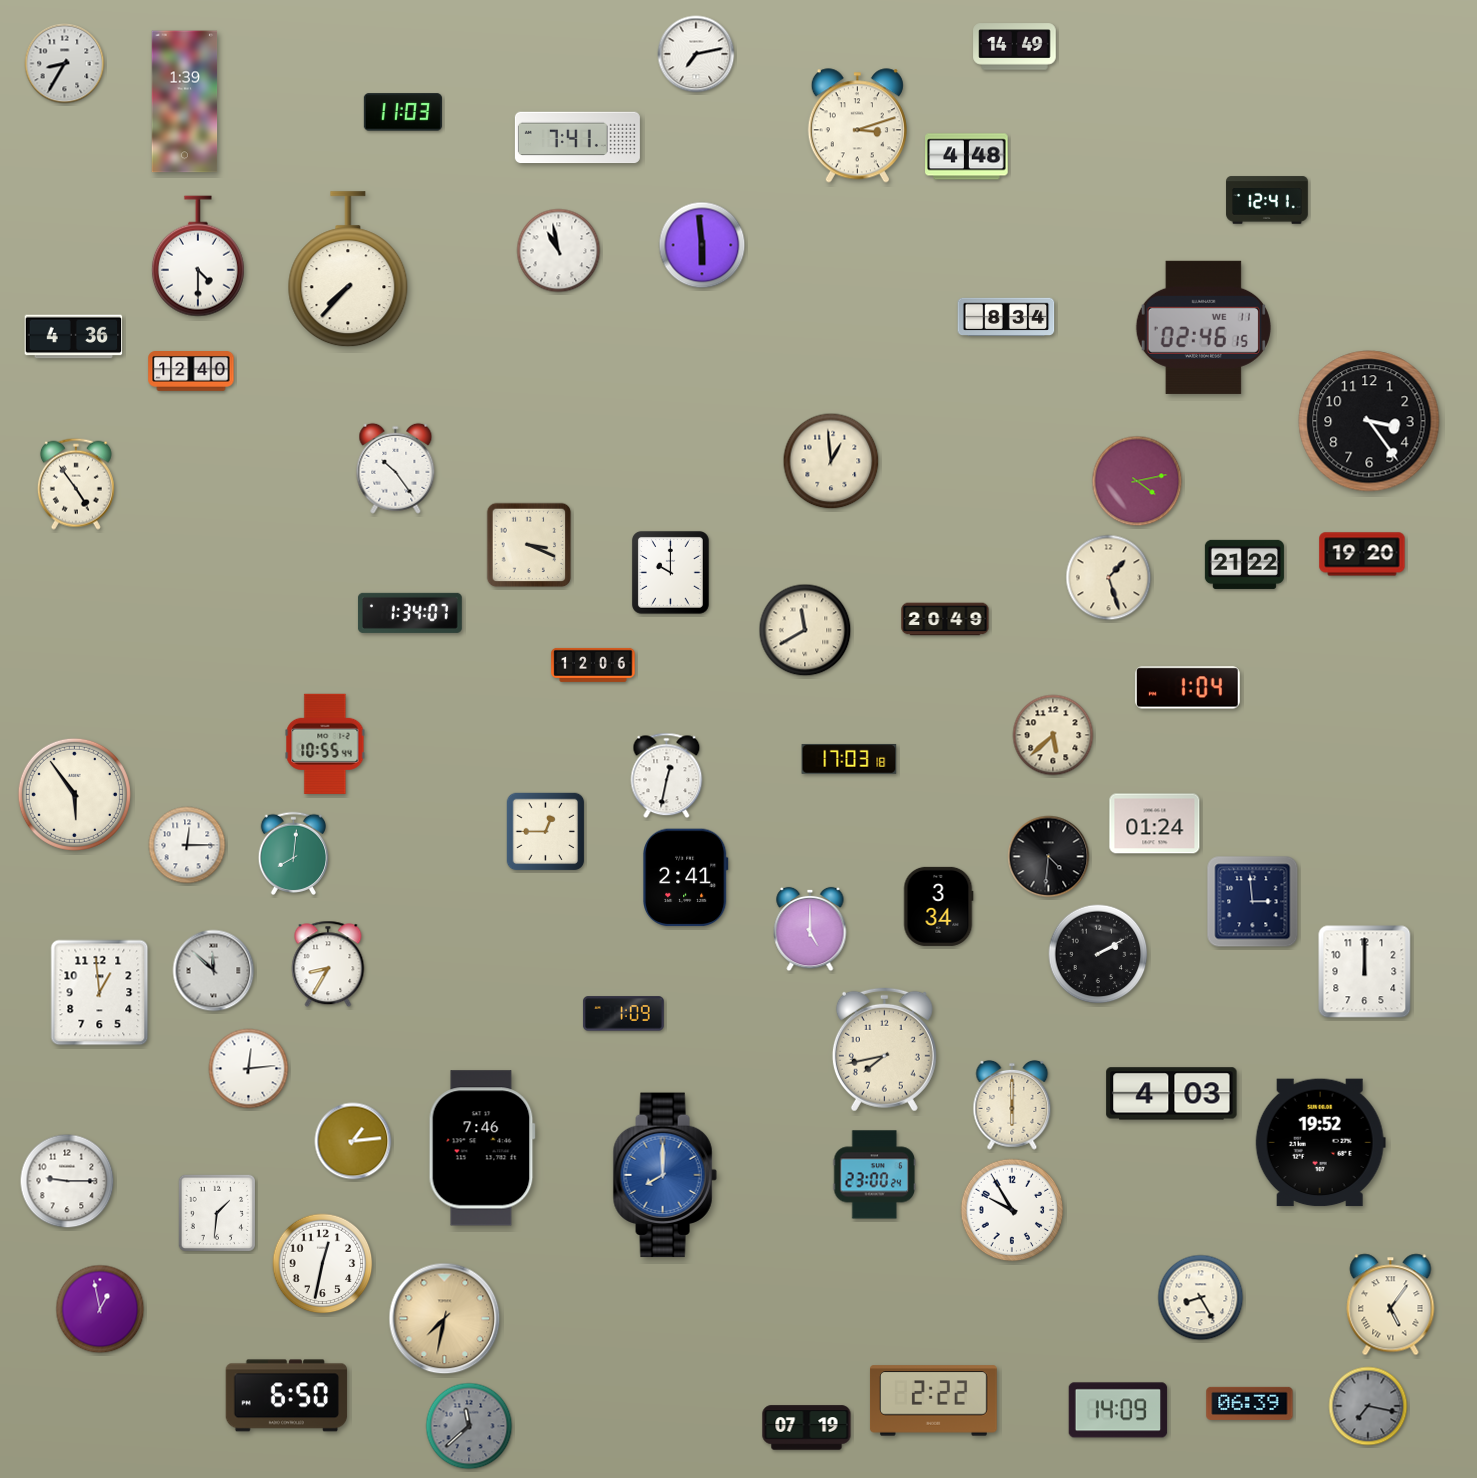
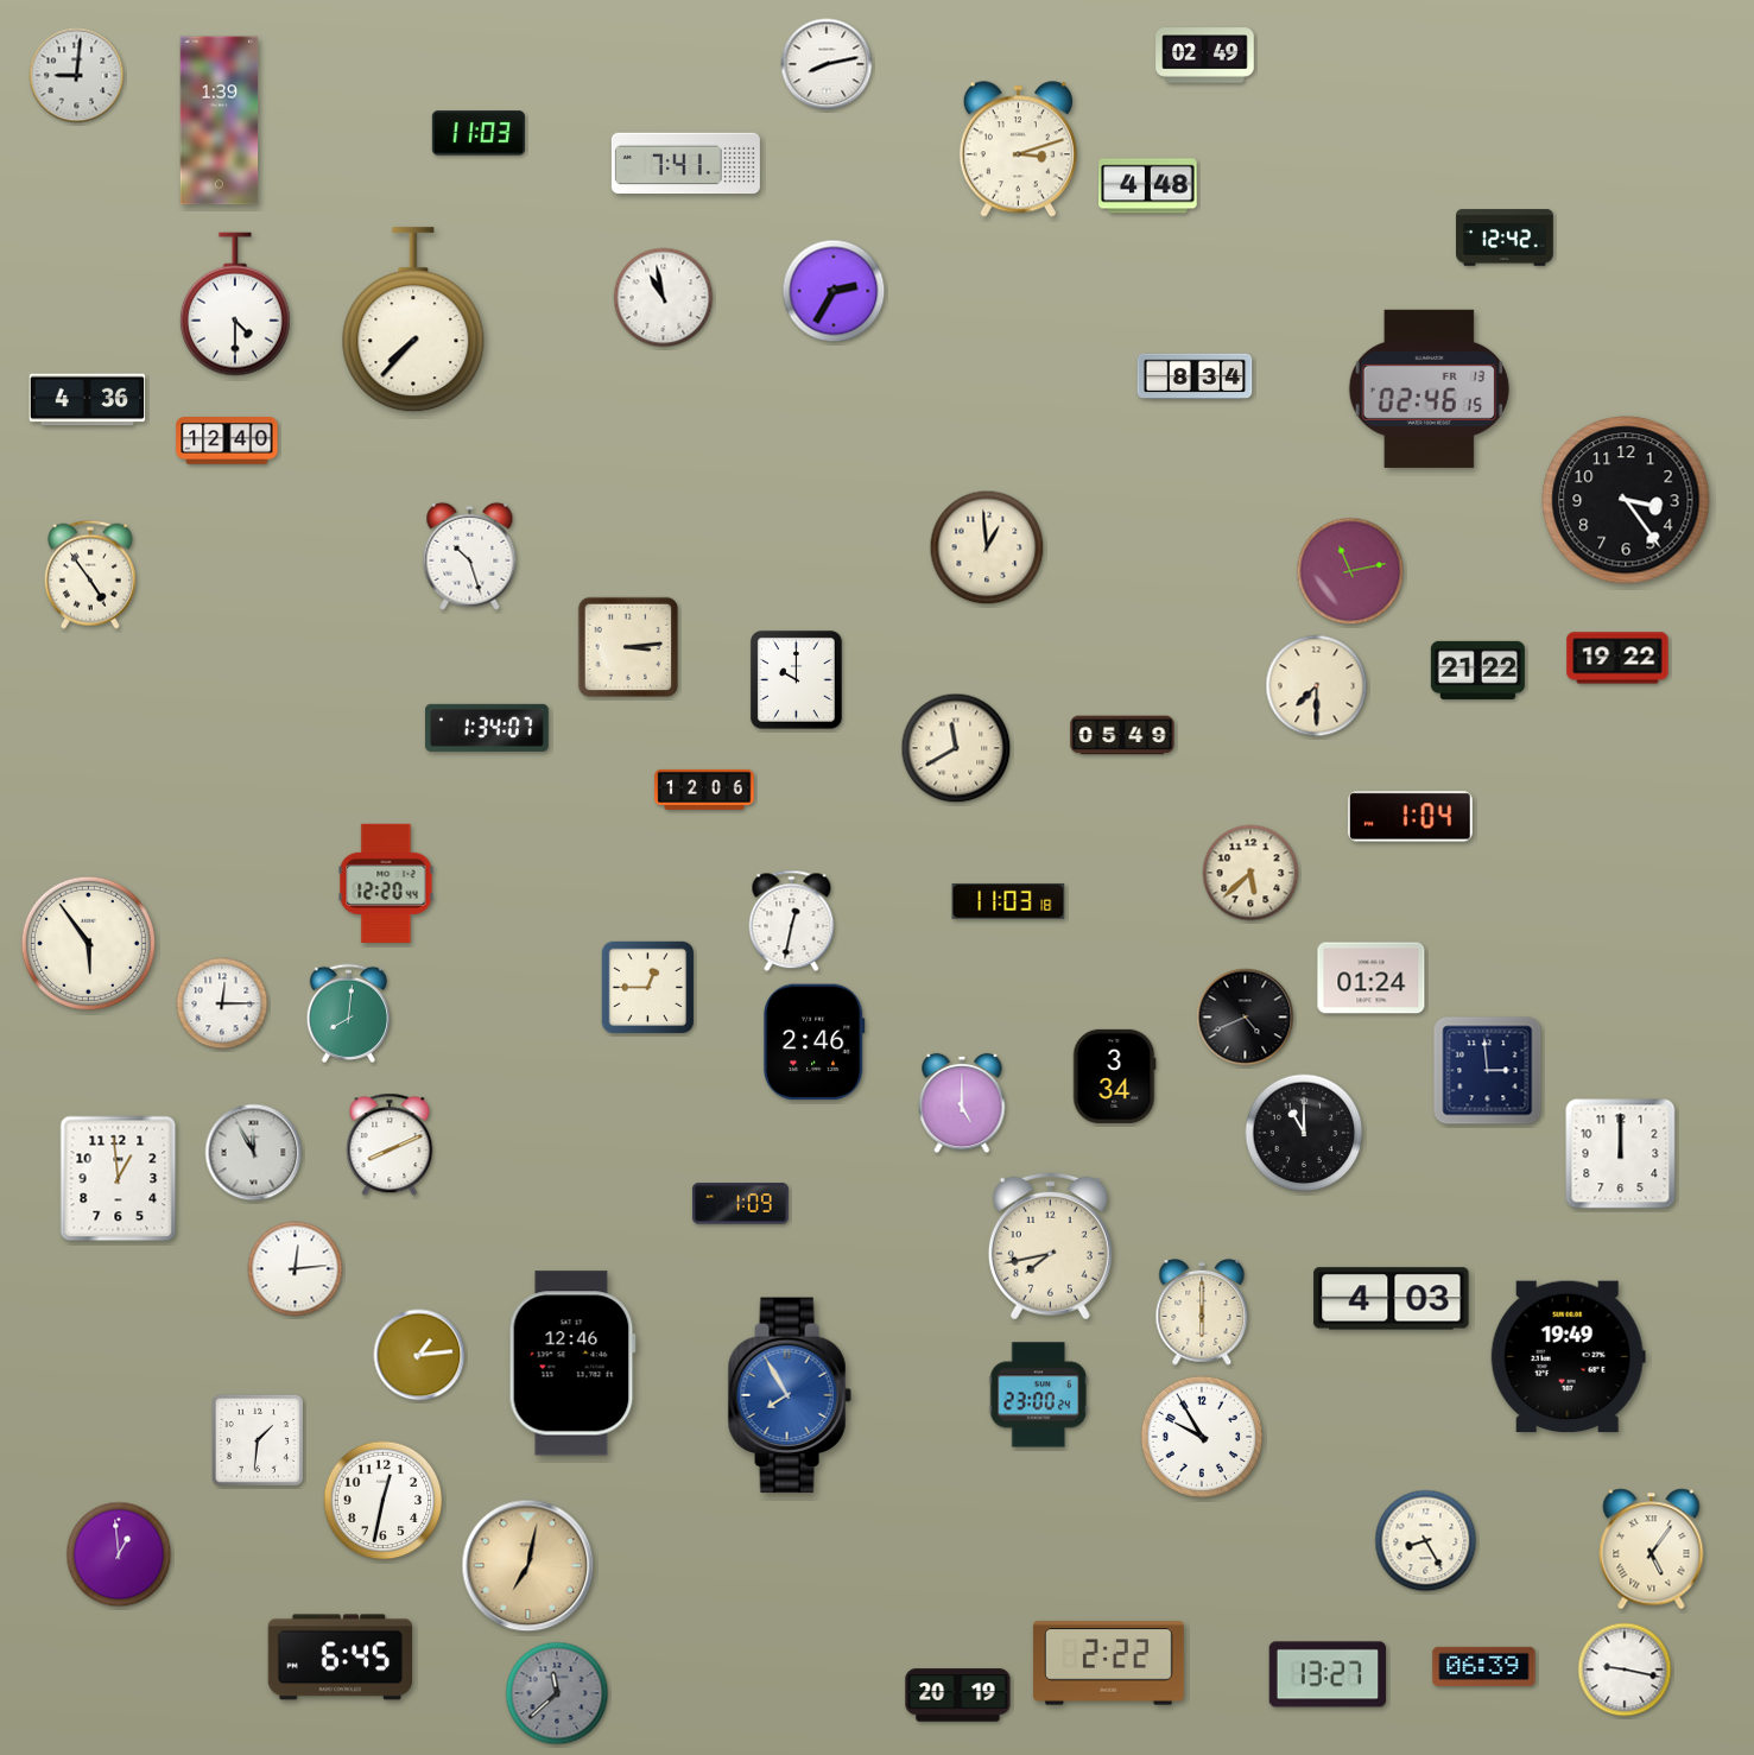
clock at (1015, 47): 14:49 -> 02:49
clock at (696, 54): 7:13 -> 8:13
clock at (65, 64): 8:35 -> 9:01
clock at (1267, 200): 12:41 -> 12:42
clock at (702, 245): 5:59 -> 2:35
clock at (1203, 327) date: WE 11 -> FR 13
clock at (396, 468): 10:24 -> 10:27
clock at (1137, 481): 4:13 -> 11:13
clock at (529, 545): 3:19 -> 3:14
clock at (1362, 554): 19:20 -> 19:22
clock at (1109, 578): 1:27 -> 7:30
clock at (945, 619): 20:49 -> 05:49
clock at (325, 744): 10:55 -> 12:20
clock at (849, 759): 17:03 -> 11:03
clock at (1049, 857): 4:31 -> 4:41
clock at (686, 878): 2:41 -> 2:46
clock at (1098, 954): 2:10 -> 11:00
clock at (328, 964): 8:35 -> 8:11
clock at (214, 971): 11:52 -> 11:55
clock at (1320, 1143): 19:52 -> 19:49
clock at (482, 1148): 7:46 -> 12:46
clock at (665, 1175): 8:00 -> 7:55
clock at (67, 1181): 9:15 -> none
clock at (100, 1309): 12:58 -> 12:59
clock at (445, 1319): 7:32 -> 7:02
clock at (287, 1396): 6:50 -> 6:45
clock at (1368, 1406): 7:17 -> 9:17
clock at (1368, 1406) dial: grey -> white
clock at (1118, 1410): 14:09 -> 13:27
clock at (807, 1428): 07:19 -> 20:19
